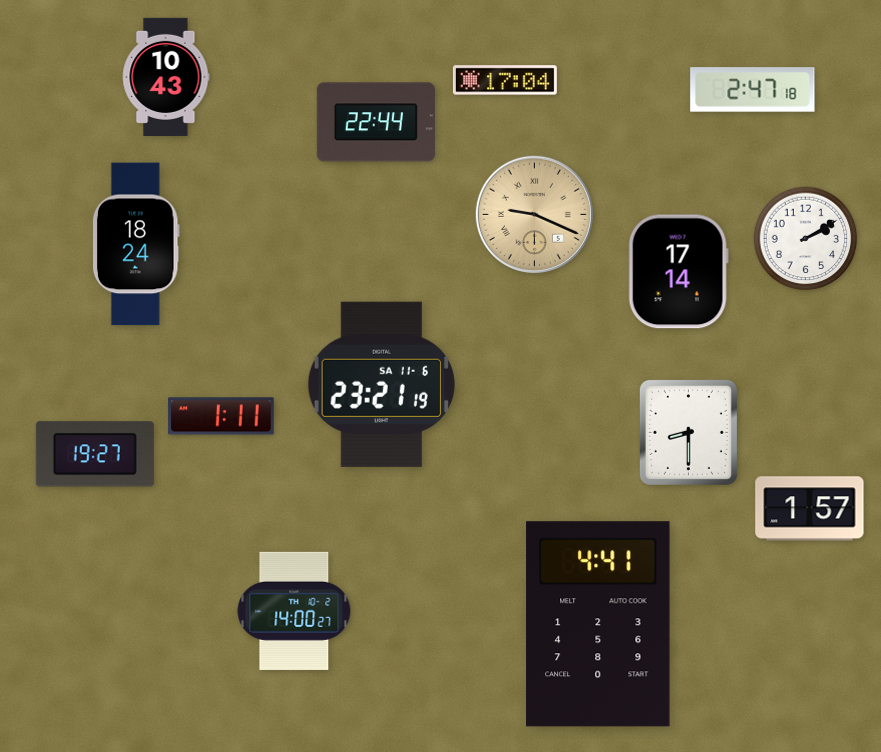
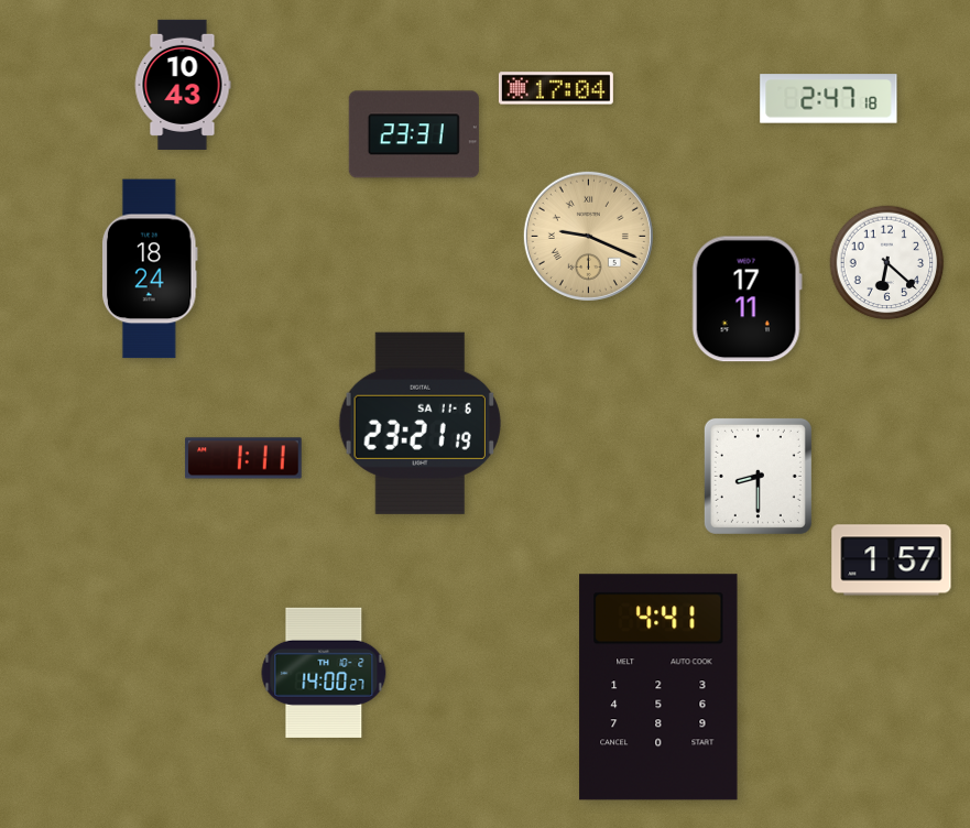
clock at (376, 122): 22:44 -> 23:31
clock at (806, 239): 2:10 -> 6:22
clock at (678, 272): 17:14 -> 17:11
clock at (95, 454): 19:27 -> none
